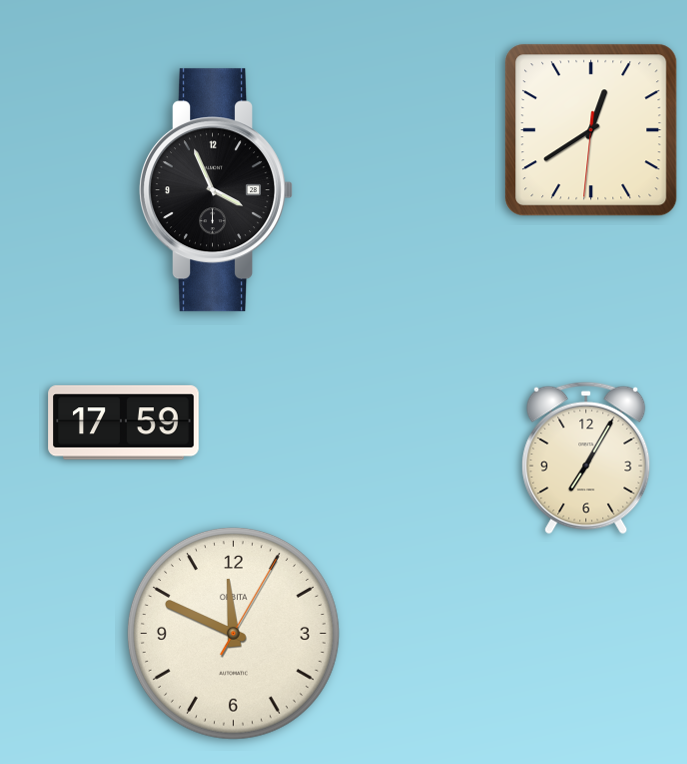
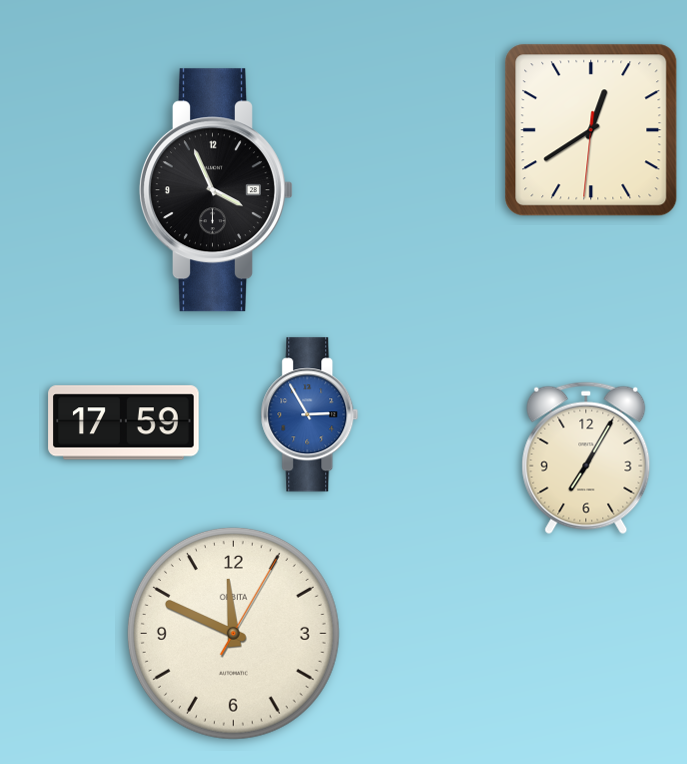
clock at (310, 415): none -> 2:55
